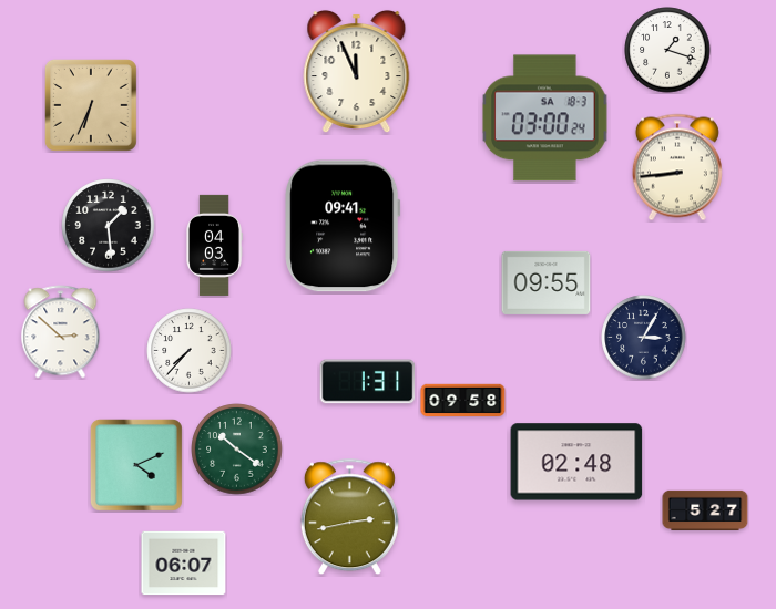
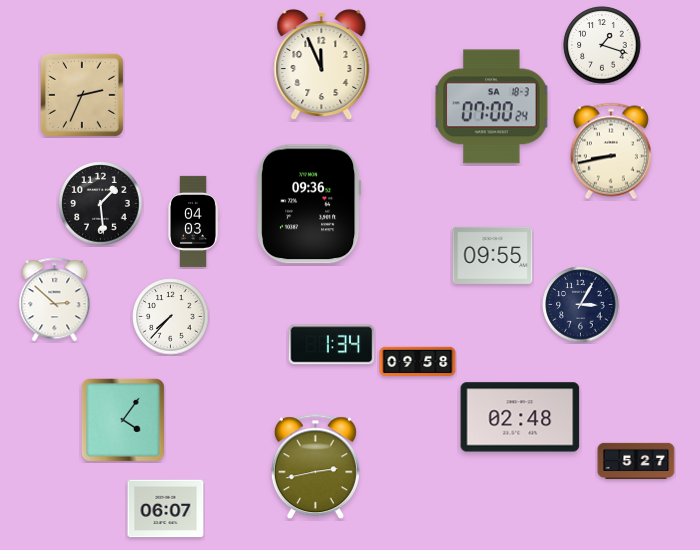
clock at (91, 105): 6:34 -> 2:34
clock at (545, 118): 03:00 -> 07:00
clock at (677, 167): 8:44 -> 8:43
clock at (109, 226) position: (109, 226) -> (101, 204)
clock at (343, 226): 09:41 -> 09:36
clock at (368, 382): 1:31 -> 1:34
clock at (237, 450): 10:21 -> none
clock at (136, 465): 4:11 -> 4:06
